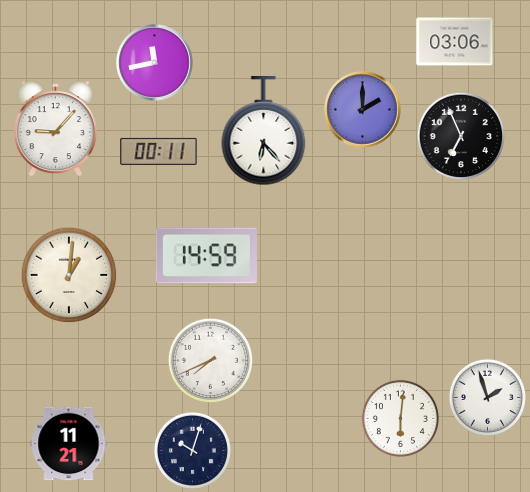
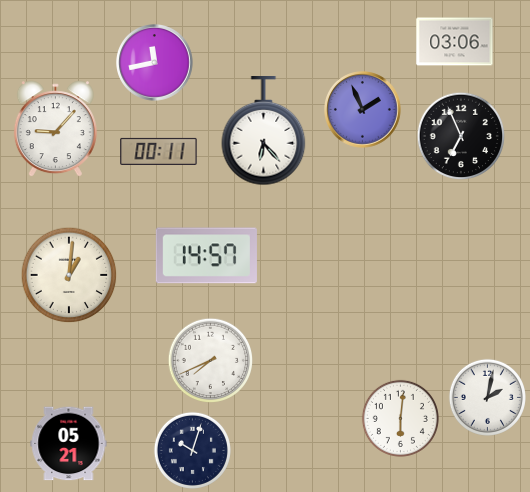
clock at (363, 110): 2:00 -> 1:56
clock at (206, 256): 14:59 -> 14:57
clock at (487, 397): 1:57 -> 2:02
clock at (69, 444): 11:21 -> 05:21
